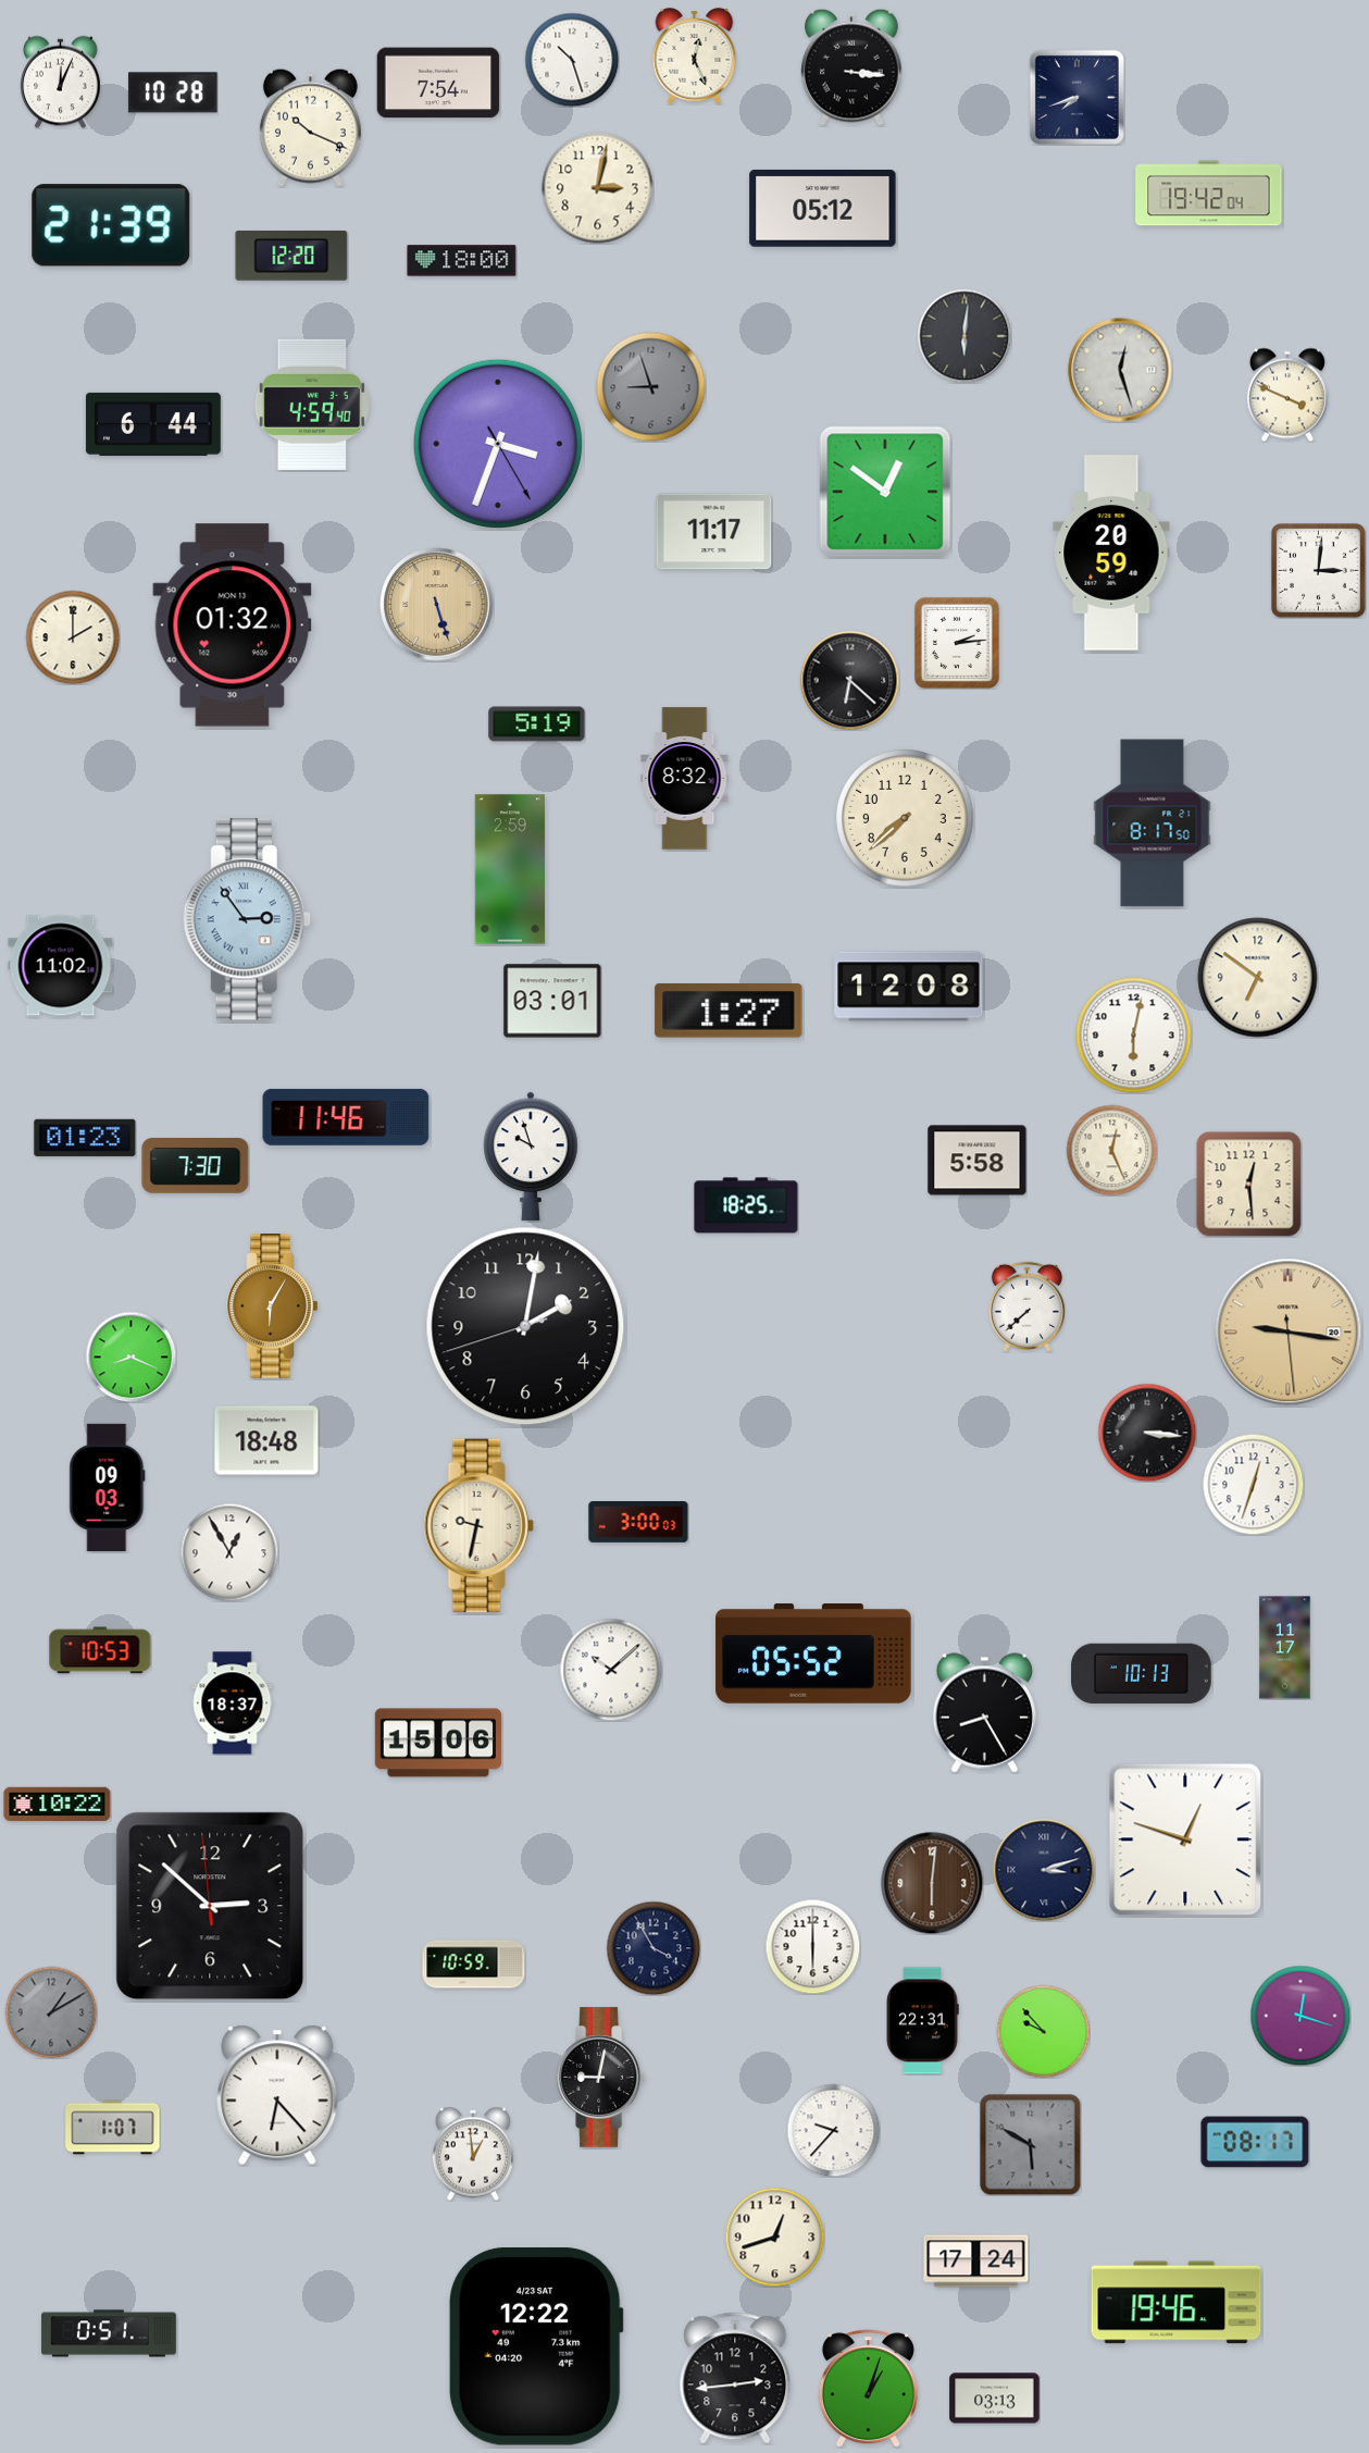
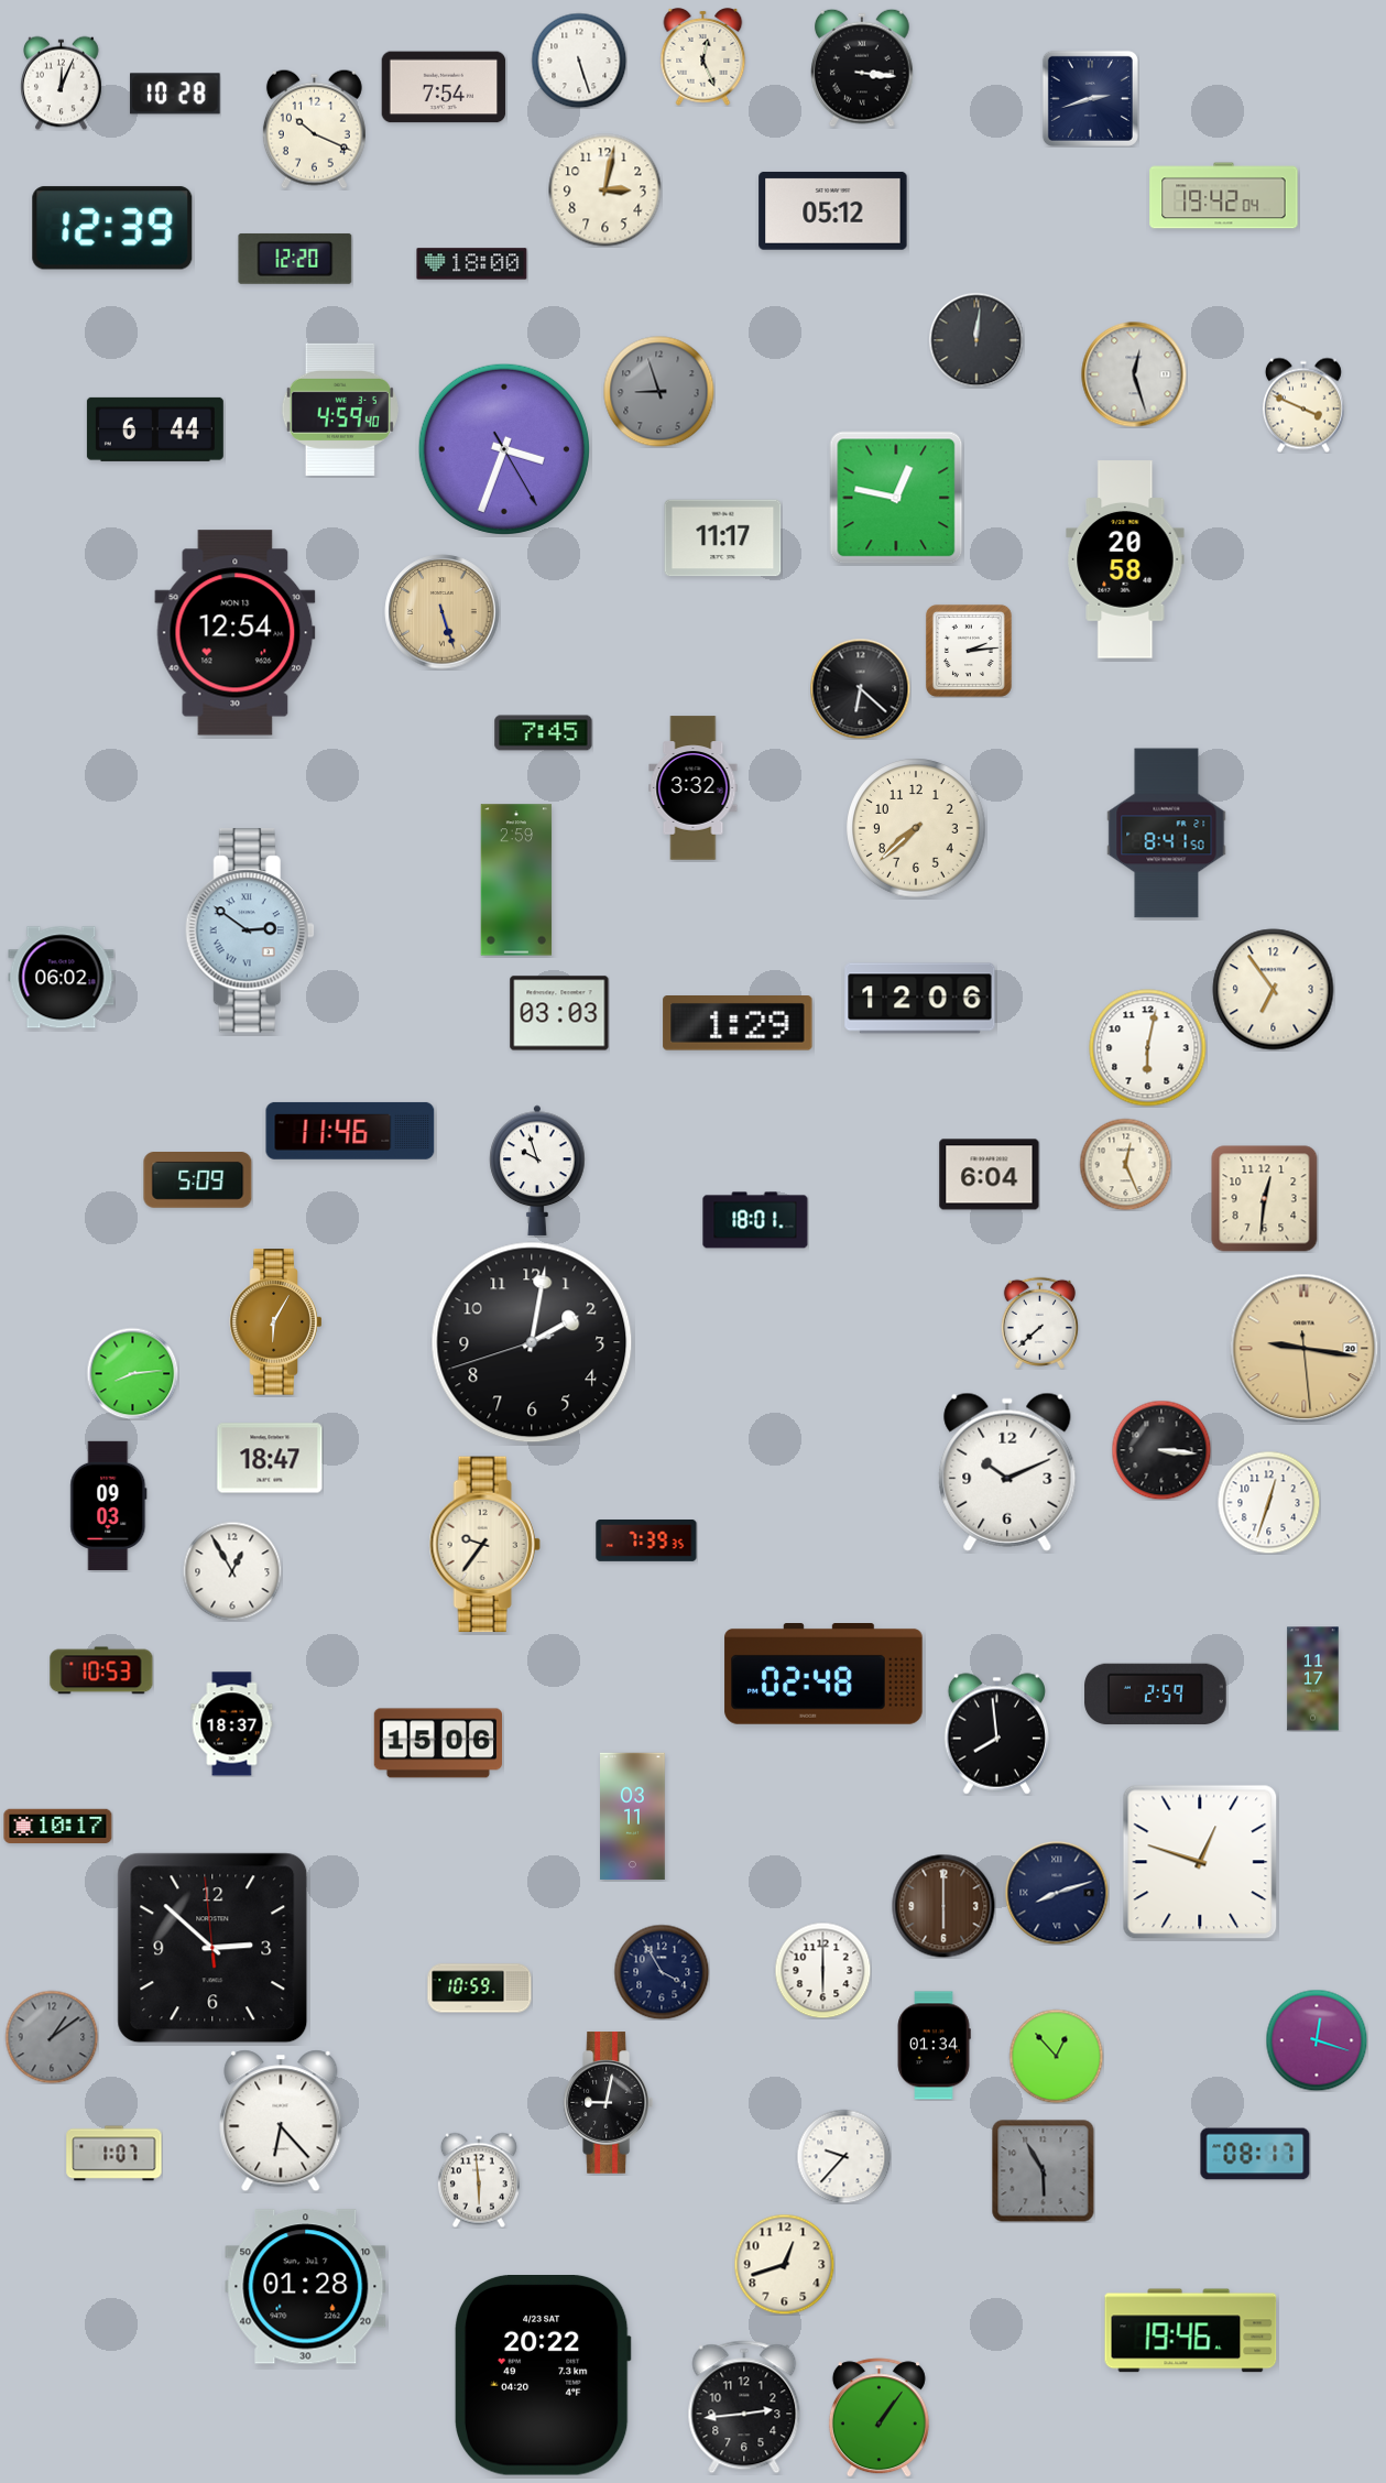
clock at (572, 60): 10:27 -> 5:27
clock at (438, 83) position: (438, 83) -> (444, 87)
clock at (1076, 97): 7:42 -> 2:42
clock at (111, 225): 21:39 -> 12:39
clock at (462, 261) position: (462, 261) -> (472, 264)
clock at (964, 336): 6:01 -> 12:01
clock at (1287, 395) position: (1287, 395) -> (1303, 405)
clock at (312, 405) position: (312, 405) -> (340, 410)
clock at (885, 492): 12:51 -> 12:47
clock at (1111, 553): 20:59 -> 20:58
clock at (1319, 571): 3:01 -> none
clock at (233, 625): 01:32 -> 12:54
clock at (73, 637): 2:00 -> none
clock at (537, 724): 5:19 -> 7:45
clock at (685, 779): 8:32 -> 3:32
clock at (1153, 823): 8:17 -> 8:41
clock at (247, 919): 2:54 -> 2:51
clock at (61, 966): 11:02 -> 06:02
clock at (1258, 978): 6:51 -> 6:54
clock at (909, 987): 12:08 -> 12:06
clock at (552, 1001): 03:01 -> 03:03
clock at (729, 1011): 1:27 -> 1:29
clock at (85, 1138): 01:23 -> none
clock at (978, 1161): 5:58 -> 6:04
clock at (196, 1166): 7:30 -> 5:09
clock at (1249, 1185): 12:29 -> 12:31
clock at (746, 1205): 18:25 -> 18:01
clock at (130, 1356): 8:19 -> 8:14
clock at (266, 1440): 18:48 -> 18:47
clock at (1007, 1472): none -> 10:11
clock at (638, 1523): 3:00 -> 7:39
clock at (478, 1526): 9:32 -> 9:36
clock at (1285, 1648) position: (1285, 1648) -> (1313, 1679)
clock at (813, 1655): 05:52 -> 02:48
clock at (611, 1670): 10:08 -> none
clock at (1142, 1674): 10:13 -> 2:59
clock at (233, 1704) position: (233, 1704) -> (232, 1724)
clock at (984, 1713): 8:25 -> 7:59
clock at (437, 1743) position: (437, 1743) -> (437, 1743)
clock at (633, 1817): none -> 03:11
clock at (58, 1804): 10:22 -> 10:17
clock at (1044, 1870): 3:12 -> 8:12
clock at (932, 1883): 6:01 -> 6:00
clock at (210, 1906) position: (210, 1906) -> (212, 1948)
clock at (51, 2012): 1:10 -> 1:09
clock at (922, 2021): 22:31 -> 01:34
clock at (1043, 2031): 9:53 -> 12:53
clock at (1255, 2142) position: (1255, 2142) -> (1255, 2154)
clock at (1031, 2145): 5:50 -> 5:55
clock at (473, 2154): 12:59 -> 5:59
clock at (306, 2287): none -> 01:28
clock at (976, 2262): 17:24 -> none
clock at (109, 2333): 0:51 -> none
clock at (536, 2347): 12:22 -> 20:22
clock at (868, 2389): 1:03 -> 1:06
clock at (995, 2399): 03:13 -> none
